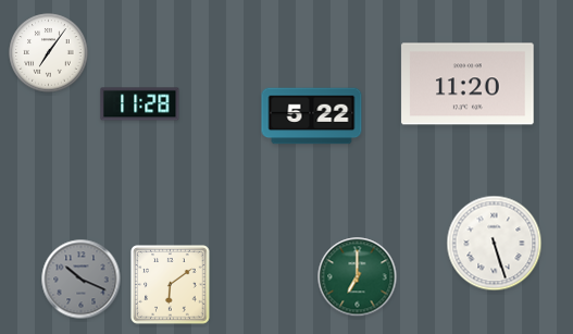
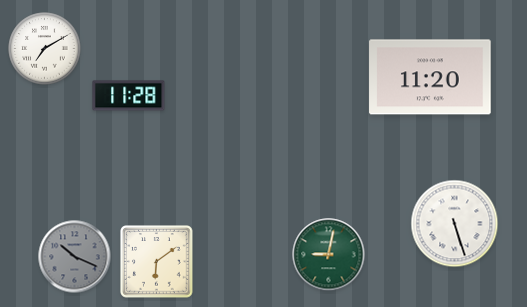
clock at (49, 53): 7:06 -> 7:10
clock at (312, 116): 5:22 -> none
clock at (358, 277): 7:00 -> 9:02
